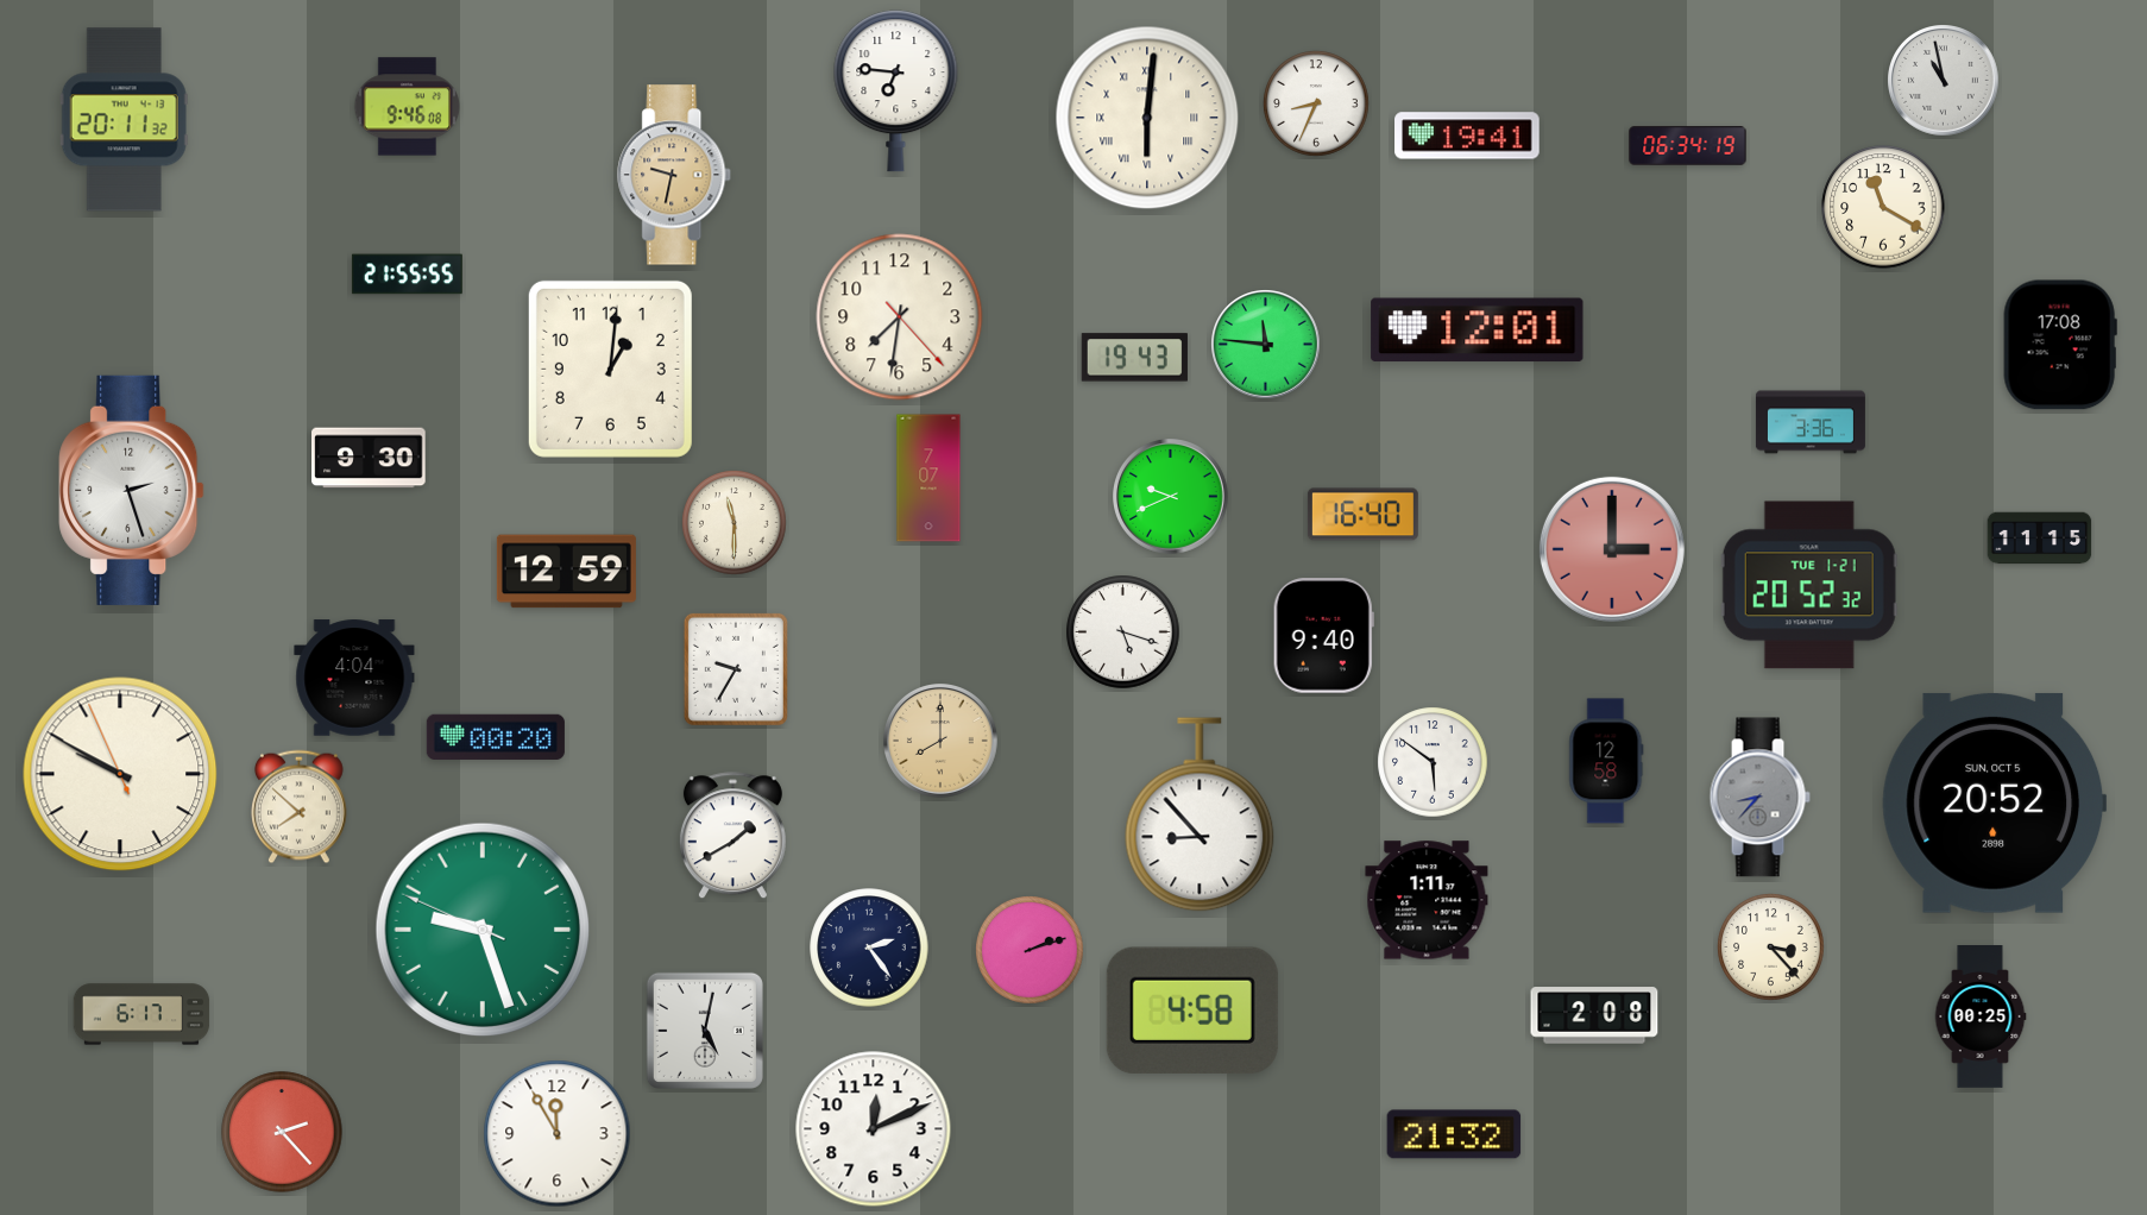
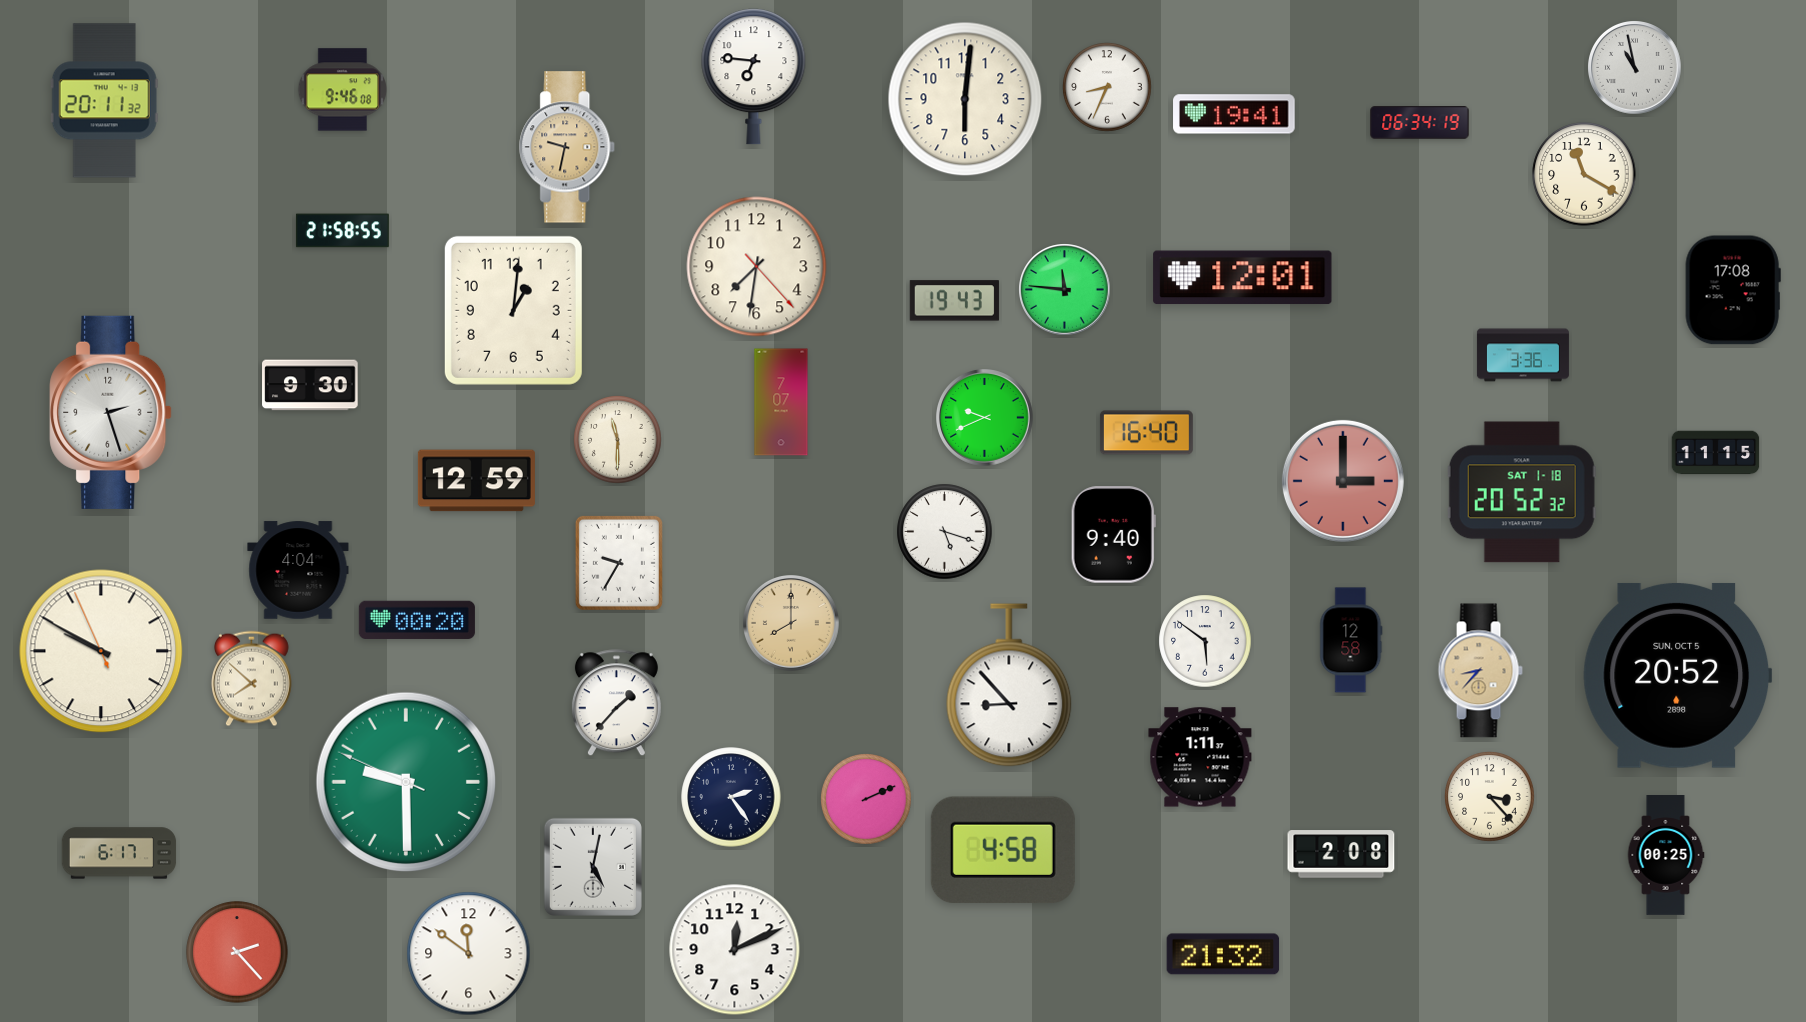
clock at (1147, 118) numerals: Roman -> Arabic
clock at (407, 275): 21:55 -> 21:58
clock at (1612, 549) position: (1612, 549) -> (1343, 481)
clock at (1809, 585) date: TUE 1-21 -> SAT 1-18
clock at (1759, 798) dial: grey -> champagne
clock at (732, 836): 1:40 -> 1:37
clock at (483, 930): 9:26 -> 9:29
clock at (1030, 950): 2:12 -> 2:11
clock at (558, 1134): 11:55 -> 11:51
